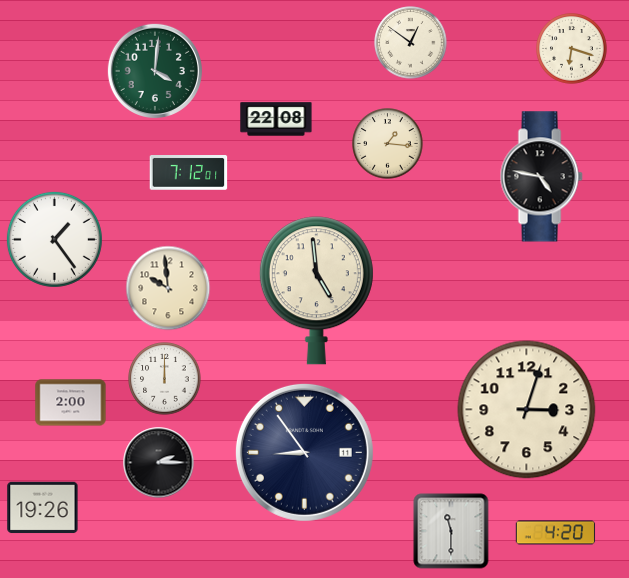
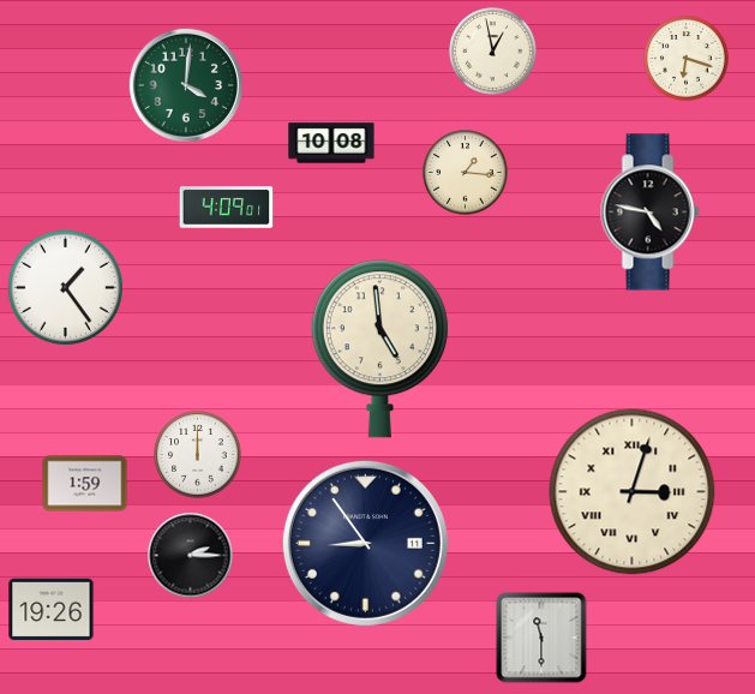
clock at (411, 43): 12:51 -> 12:58
clock at (276, 119): 22:08 -> 10:08
clock at (189, 173): 7:12 -> 4:09
clock at (168, 288): 9:59 -> none
clock at (71, 403): 2:00 -> 1:59
clock at (527, 410) numerals: Arabic -> Roman
clock at (556, 533): 4:20 -> none
